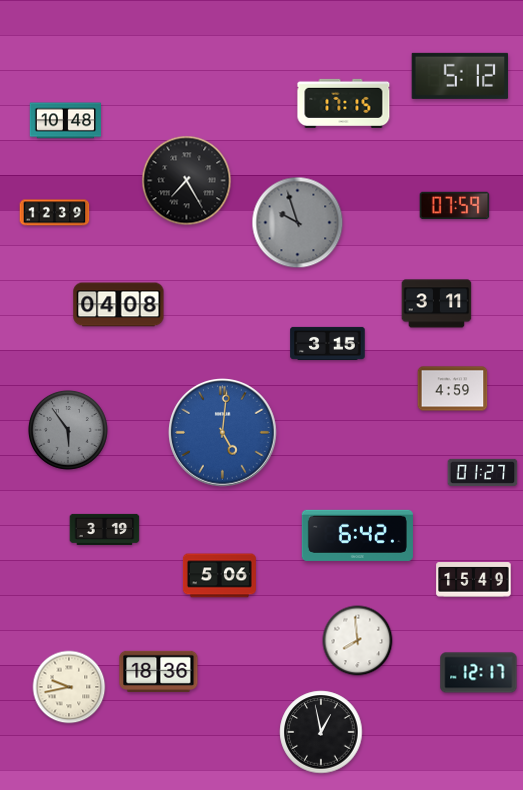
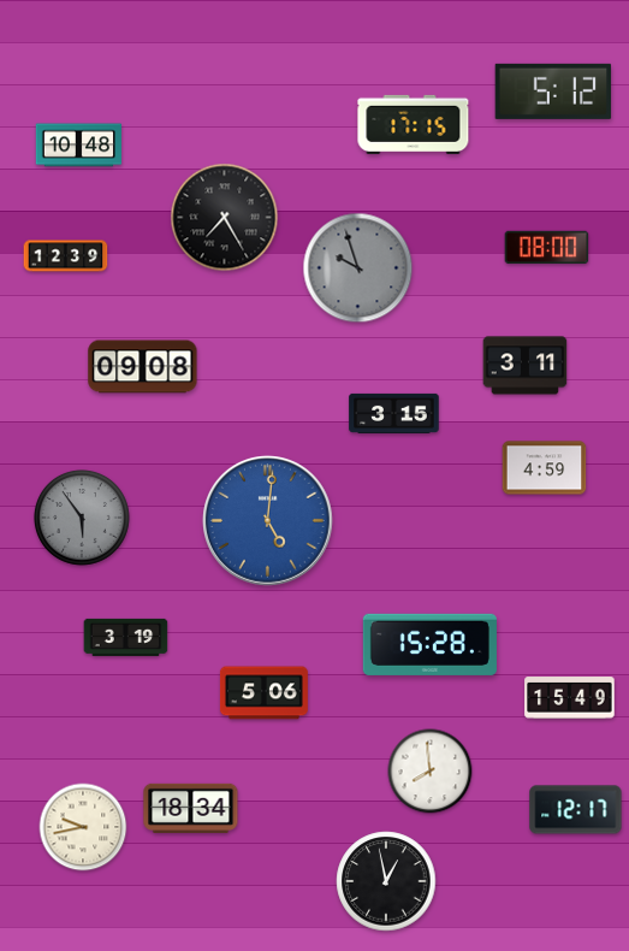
clock at (455, 206): 07:59 -> 08:00
clock at (119, 305): 04:08 -> 09:08
clock at (483, 472): 01:27 -> none
clock at (357, 535): 6:42 -> 15:28
clock at (159, 671): 18:36 -> 18:34
